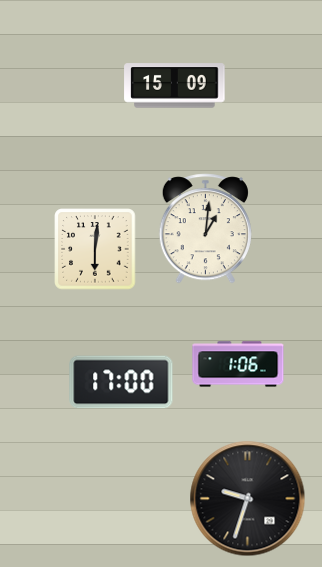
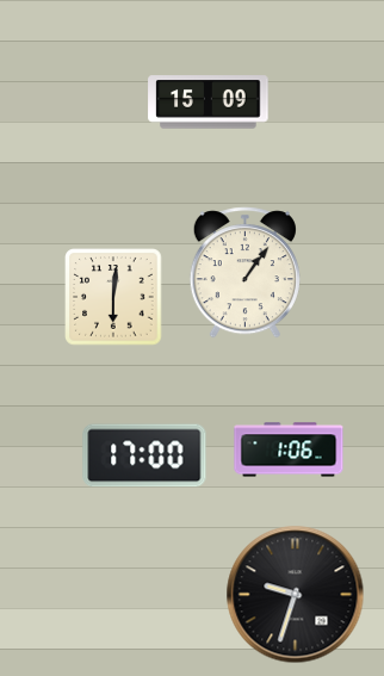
clock at (205, 229): 1:01 -> 1:06
clock at (238, 364) position: (238, 364) -> (289, 449)
